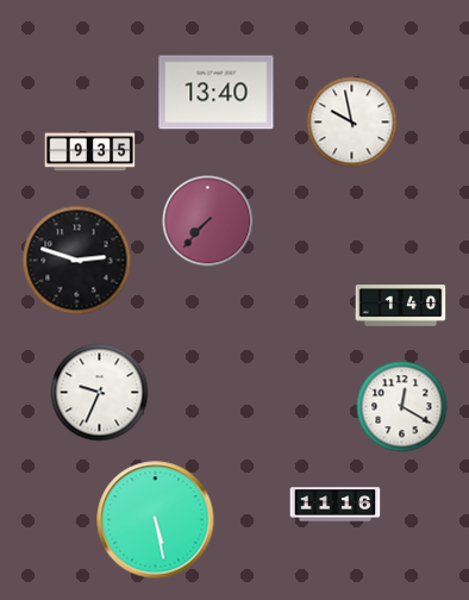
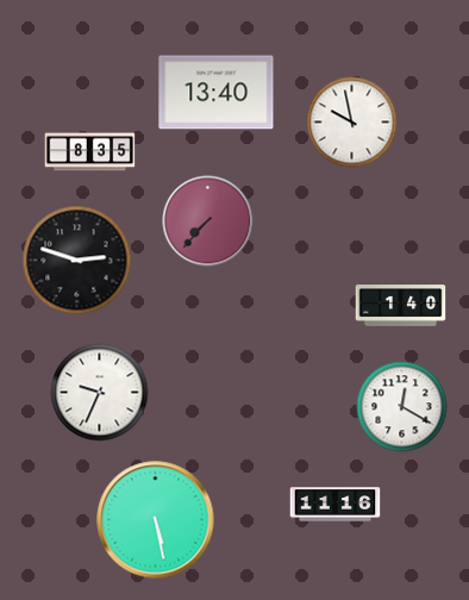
clock at (90, 152): 9:35 -> 8:35
